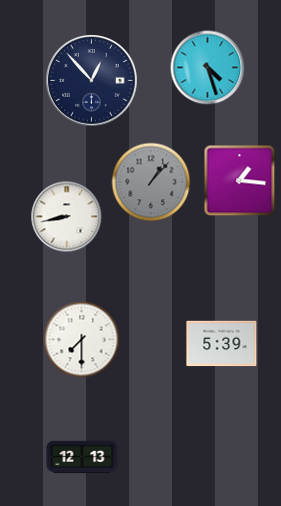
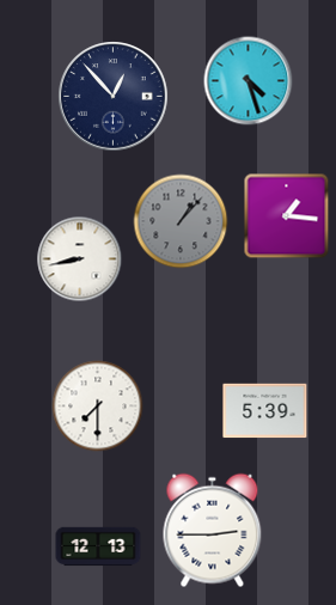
clock at (92, 81) position: (92, 81) -> (114, 97)
clock at (151, 182) position: (151, 182) -> (181, 221)
clock at (213, 531): none -> 2:45
